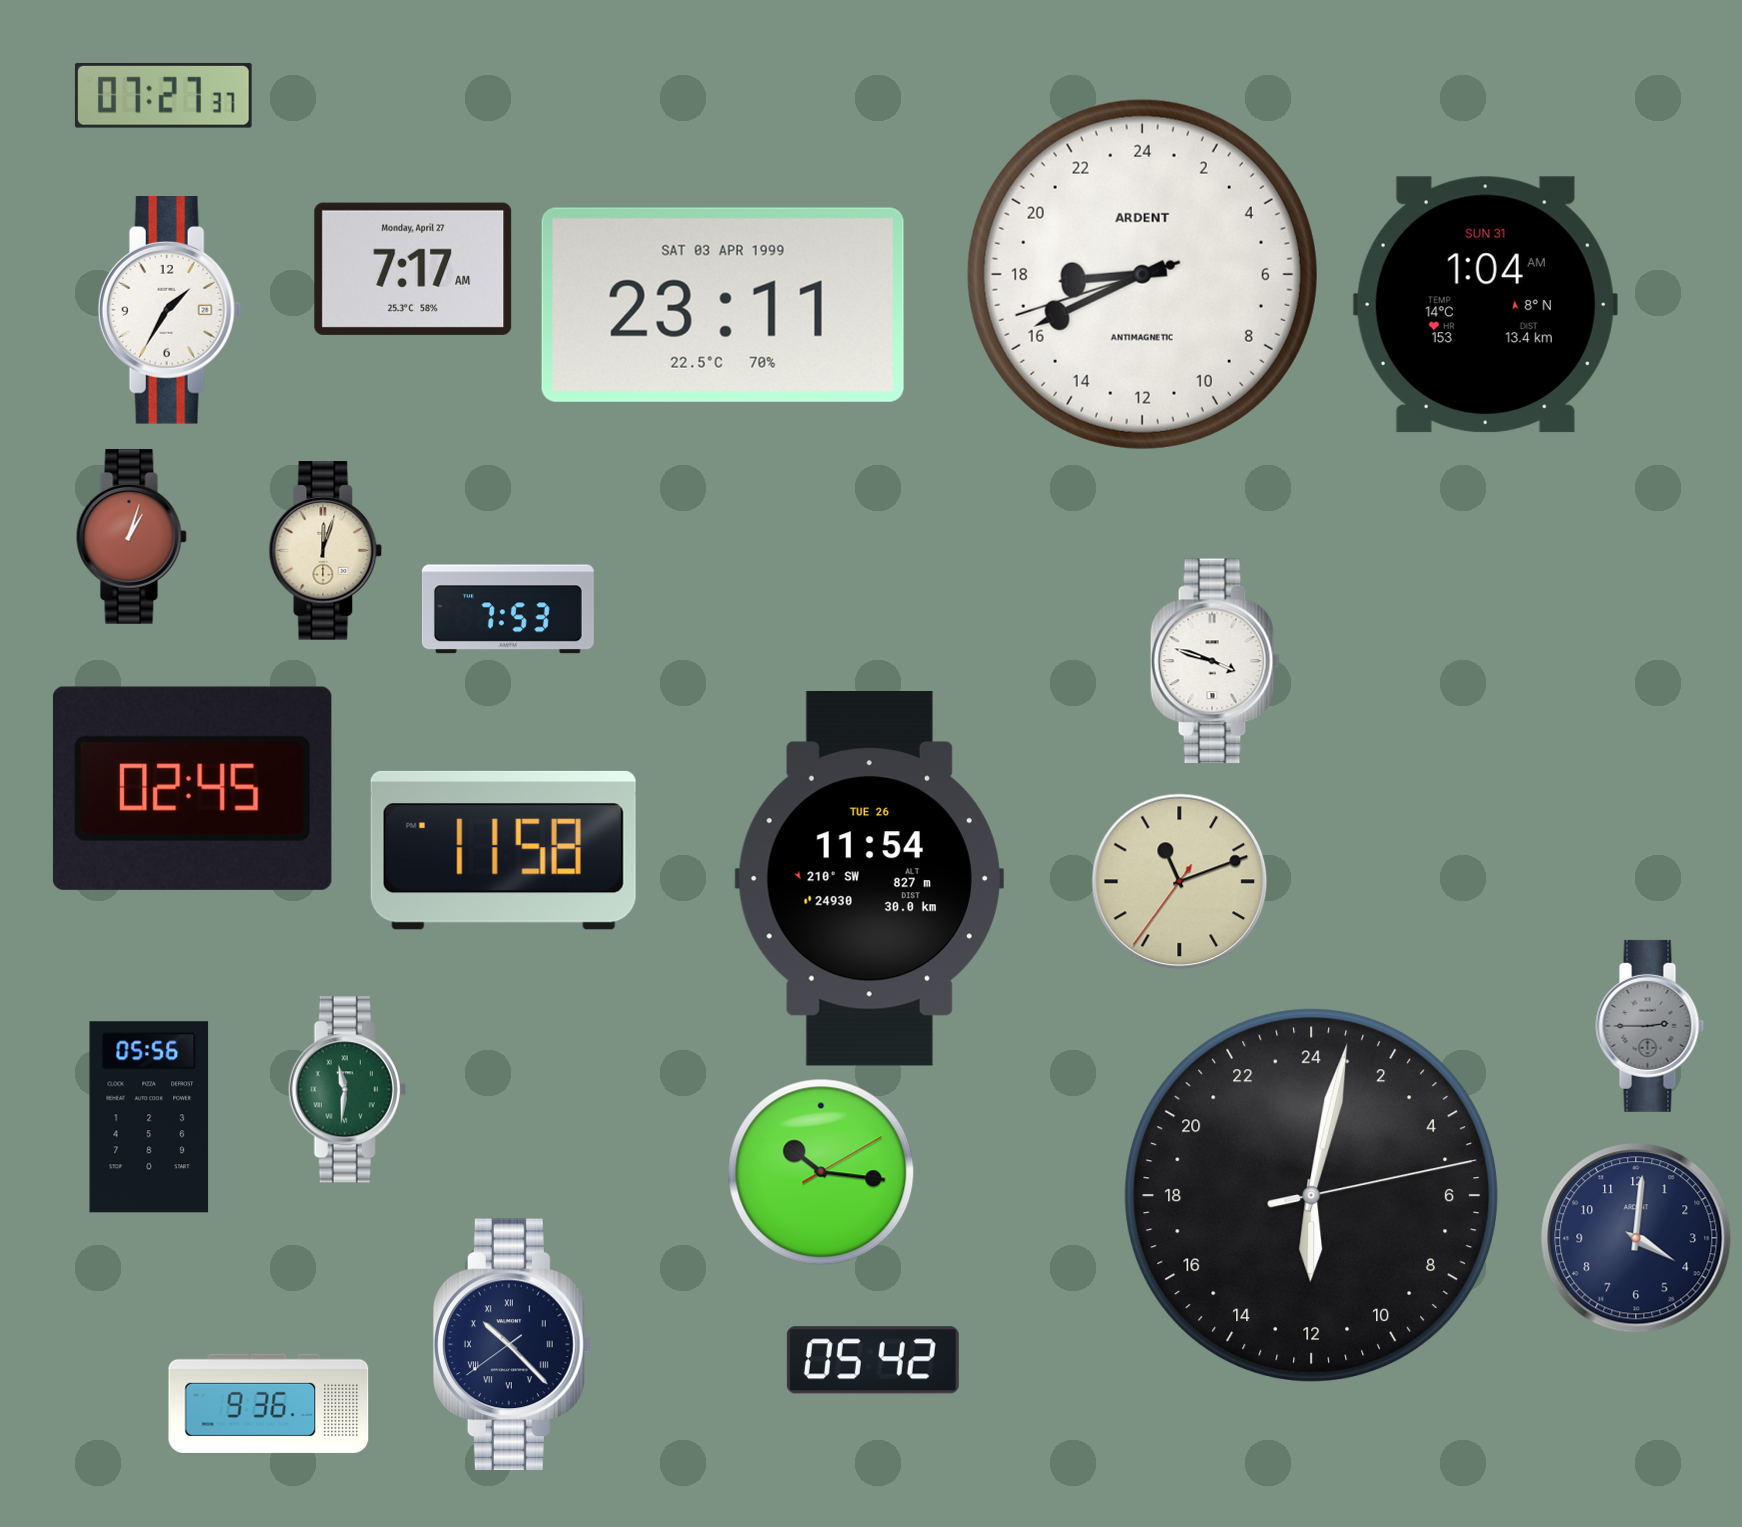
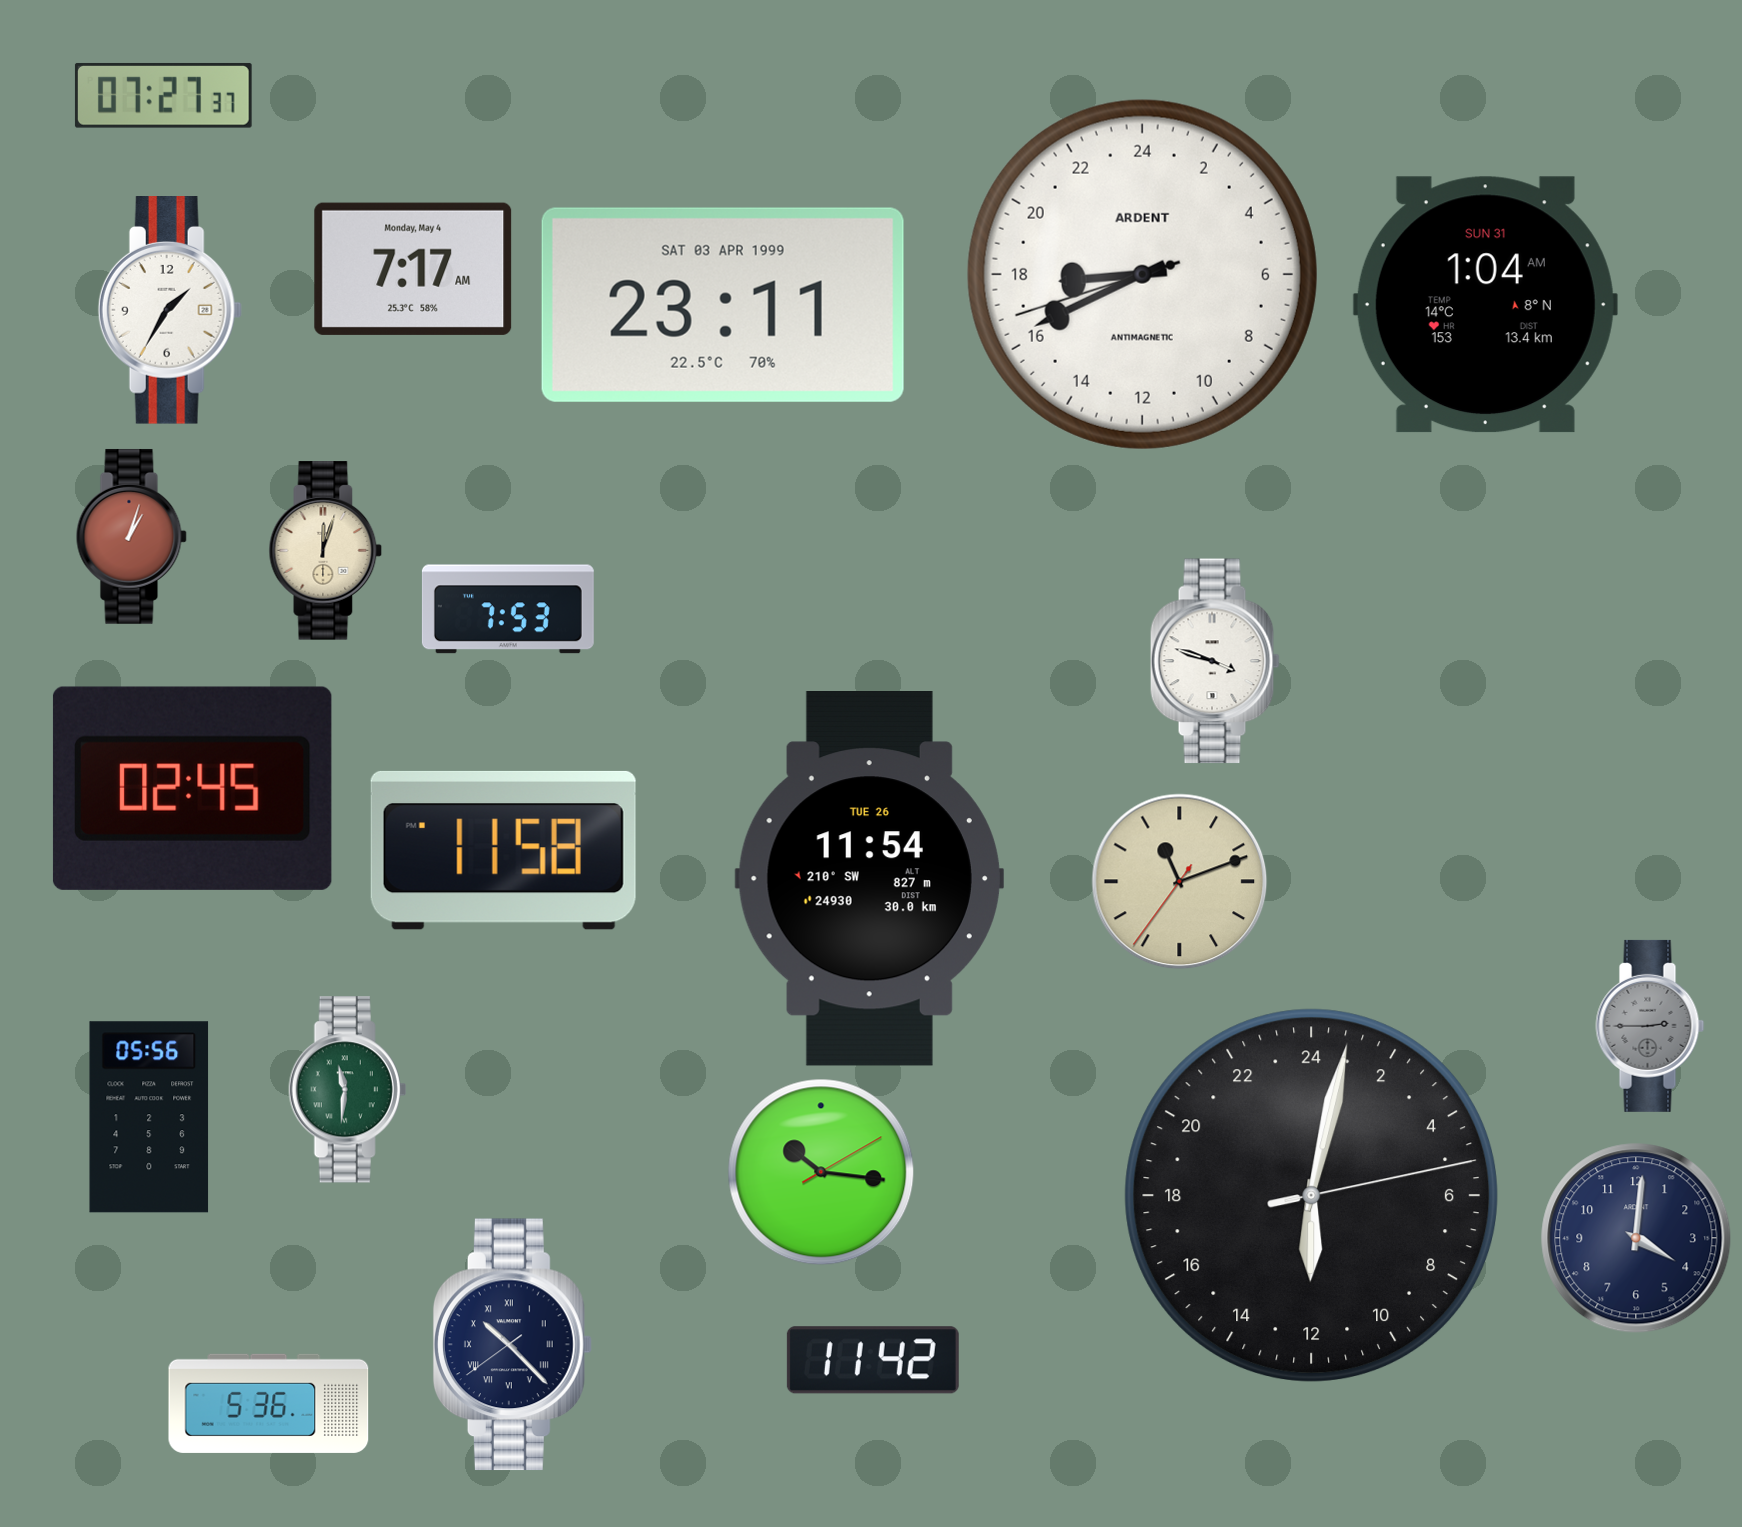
clock at (413, 269) date: Monday, April 27 -> Monday, May 4
clock at (873, 1360): 05:42 -> 11:42
clock at (269, 1403): 9:36 -> 5:36
